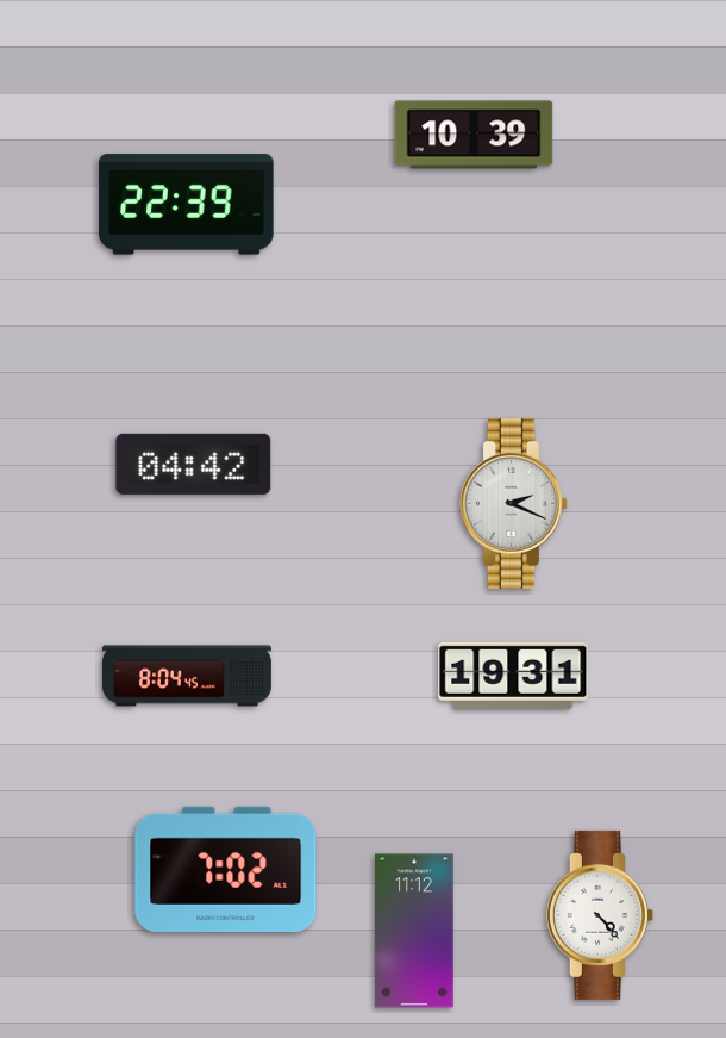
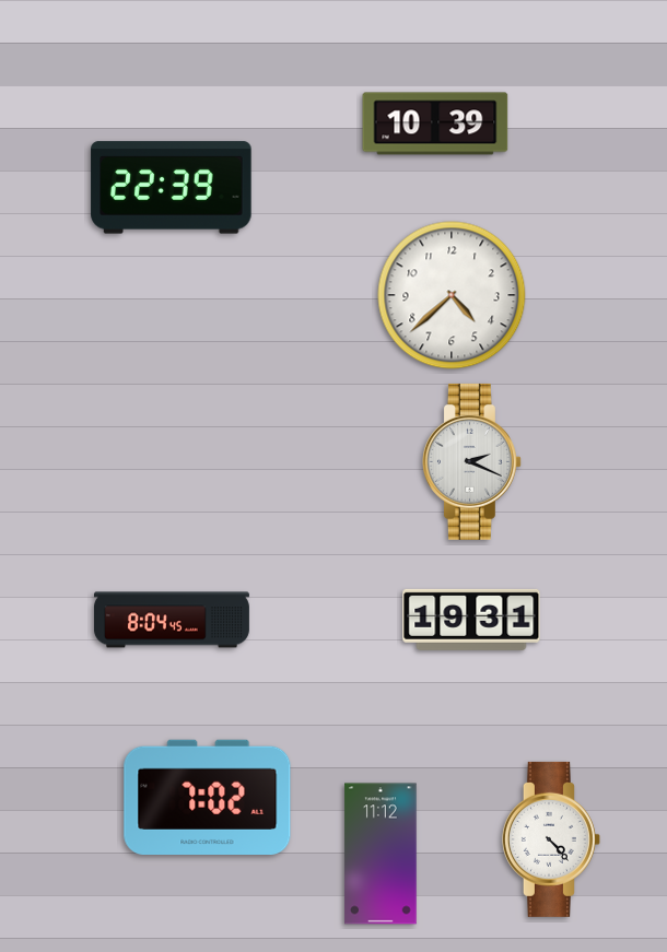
clock at (452, 295): none -> 4:38
clock at (194, 464): 04:42 -> none
